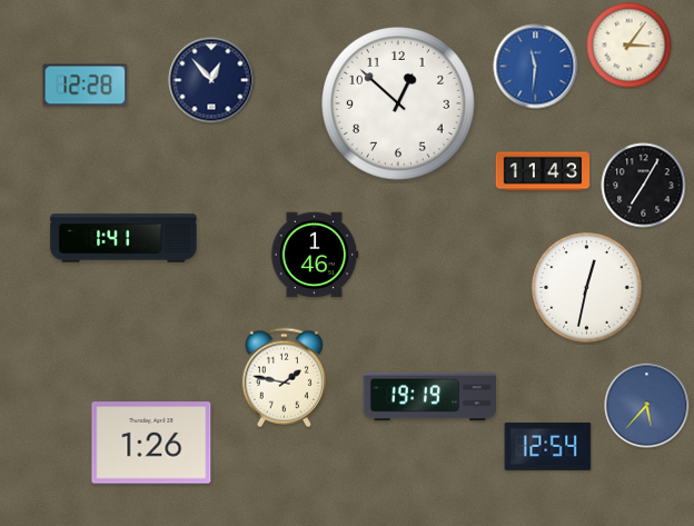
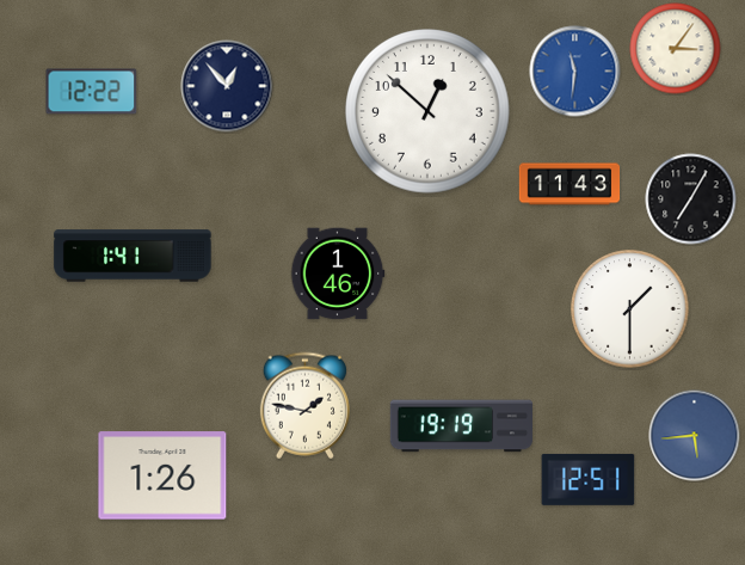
clock at (86, 86): 12:28 -> 12:22
clock at (543, 171) position: (543, 171) -> (569, 184)
clock at (587, 288): 12:32 -> 1:30
clock at (647, 406): 5:37 -> 5:44
clock at (548, 446): 12:54 -> 12:51
